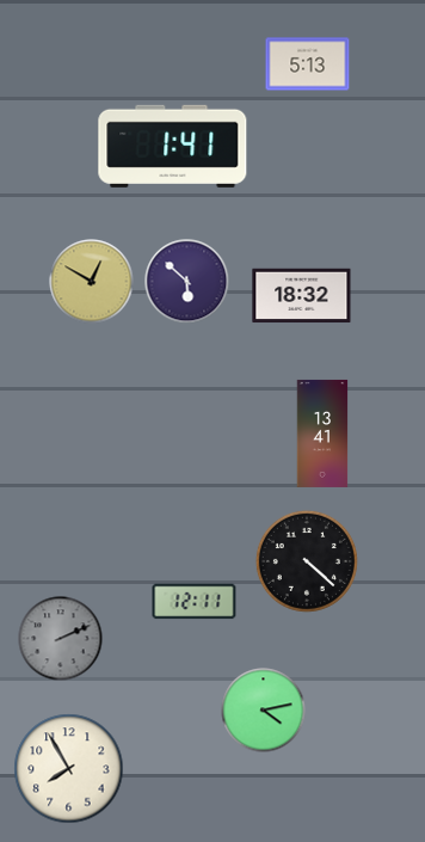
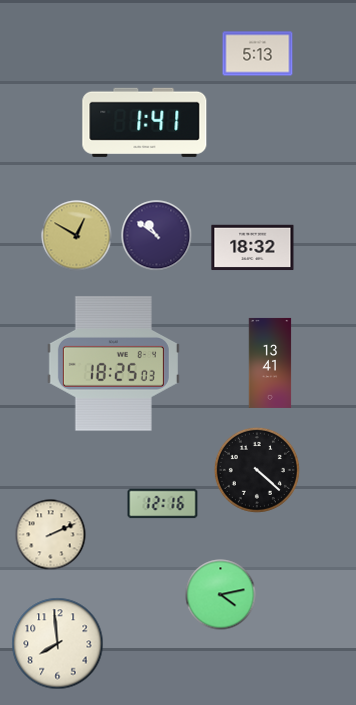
clock at (187, 282): 5:52 -> 10:51
clock at (113, 364): none -> 18:25
clock at (195, 602): 12:11 -> 12:16
clock at (61, 639) dial: grey -> cream
clock at (69, 769): 7:55 -> 7:59
